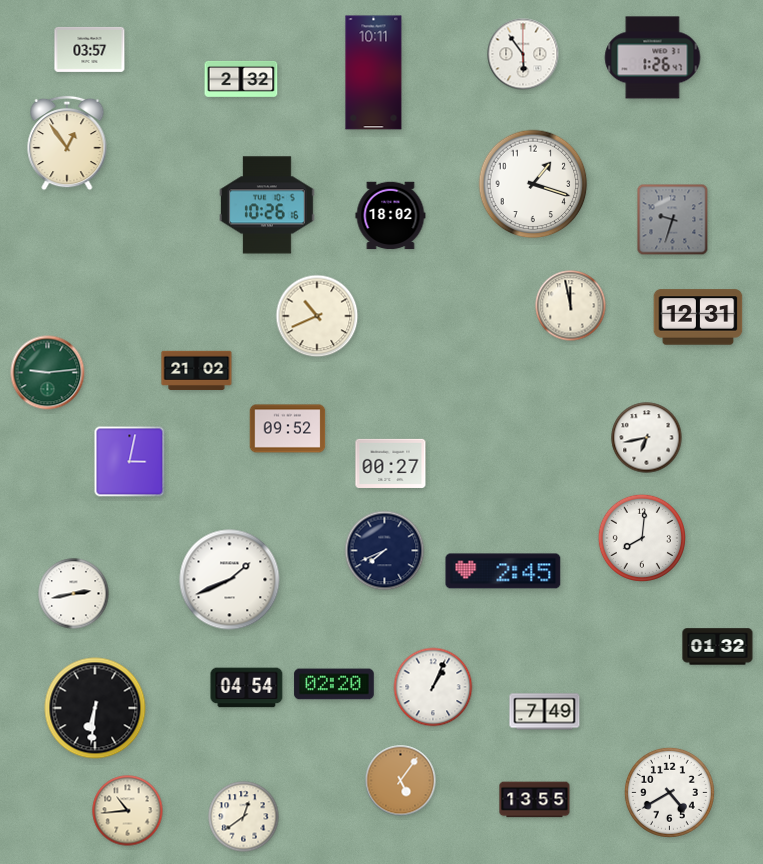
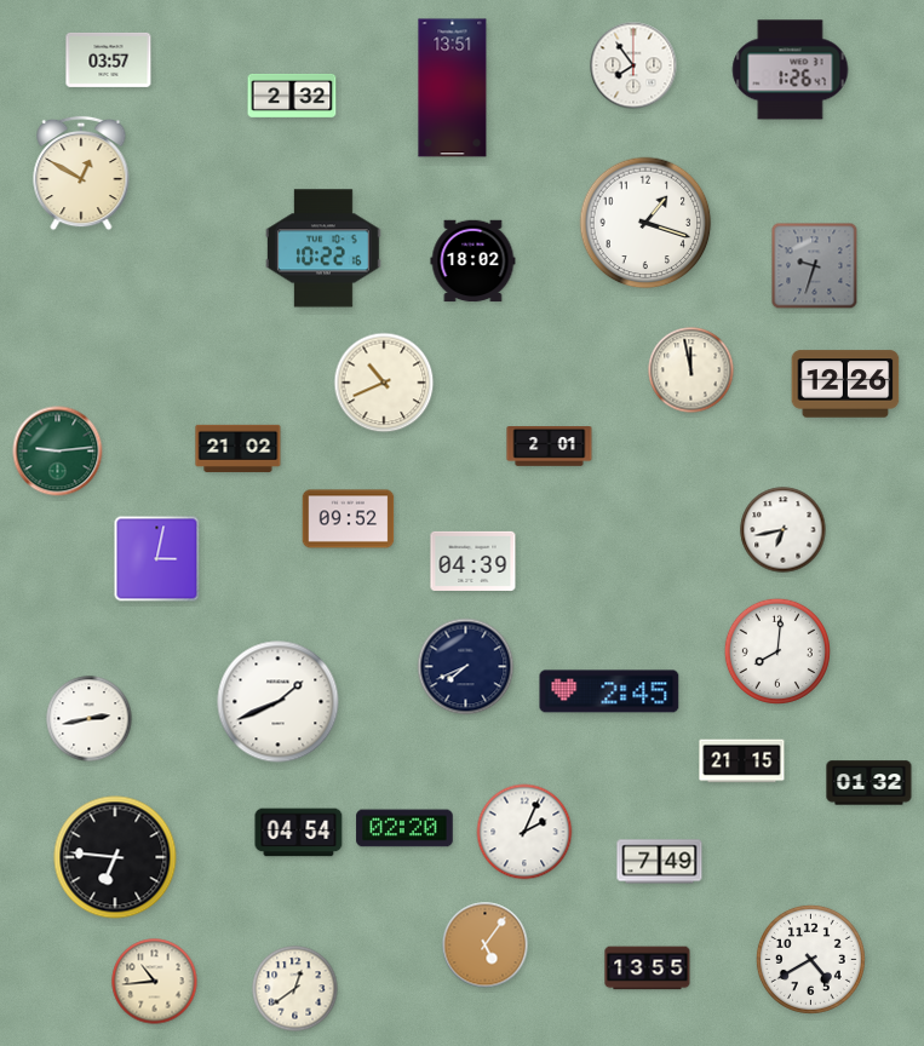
clock at (523, 54): 5:54 -> 7:54
clock at (374, 73): 10:11 -> 13:51
clock at (67, 143): 12:54 -> 12:50
clock at (267, 205): 10:26 -> 10:22
clock at (698, 317): 12:31 -> 12:26
clock at (550, 447): none -> 2:01
clock at (391, 463): 00:27 -> 04:39
clock at (742, 761): none -> 21:15
clock at (433, 687): 1:04 -> 2:04
clock at (95, 708): 6:31 -> 6:46
